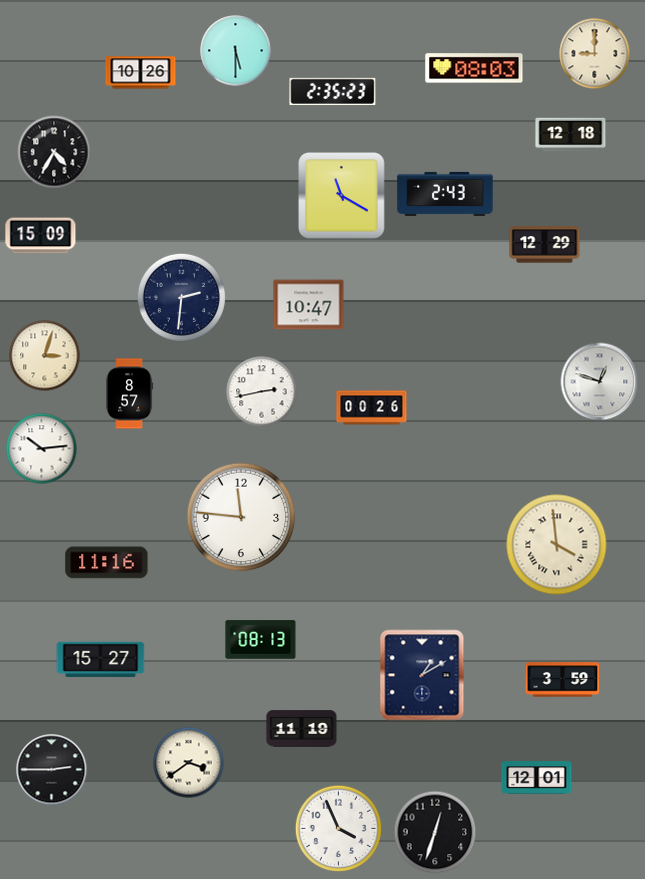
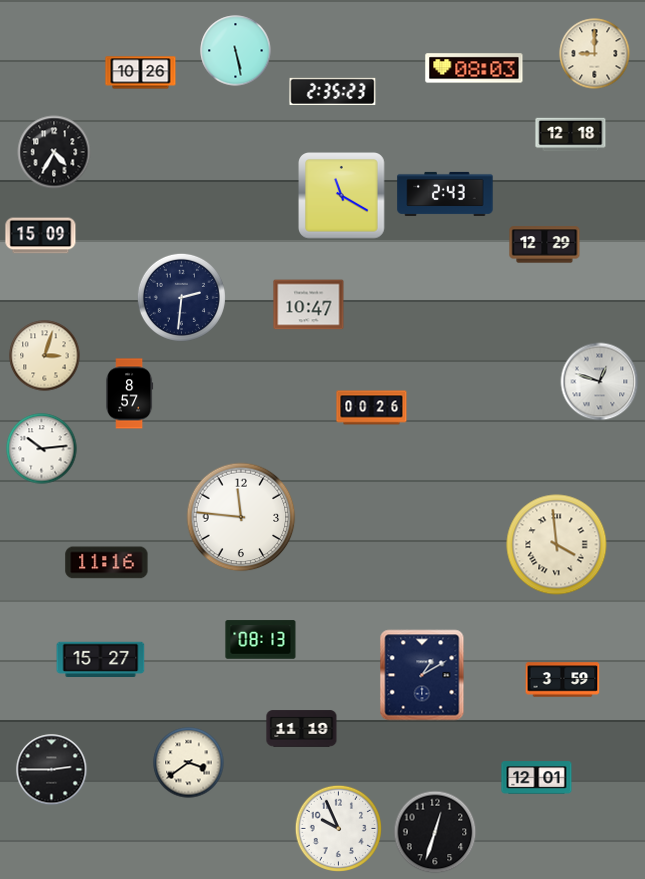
clock at (236, 51): 5:30 -> 5:28
clock at (262, 392): 2:43 -> none
clock at (339, 829): 3:56 -> 9:56
